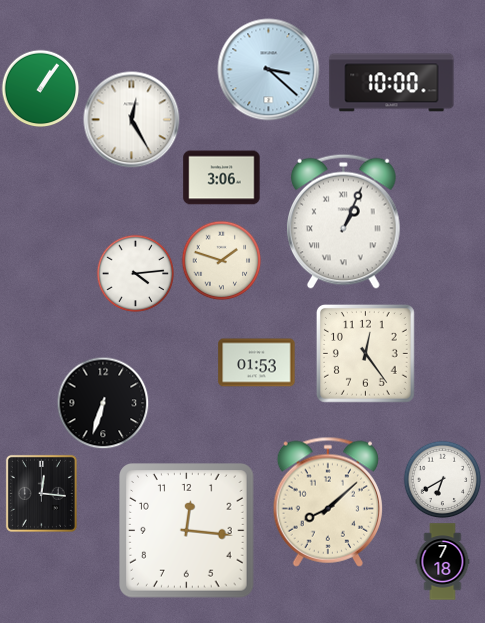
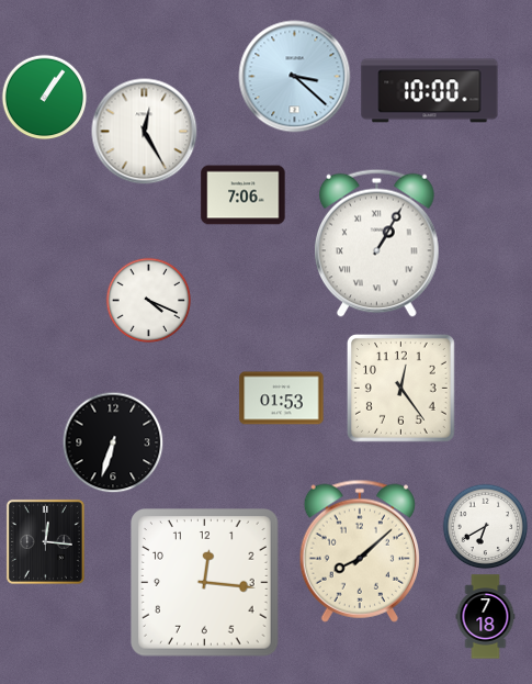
clock at (222, 178): 3:06 -> 7:06
clock at (344, 221): 1:04 -> 1:05
clock at (221, 260): 1:48 -> none
clock at (135, 273): 4:14 -> 4:19
